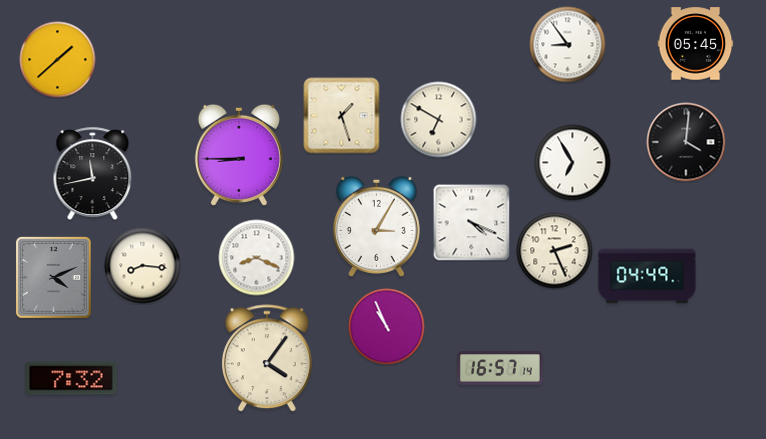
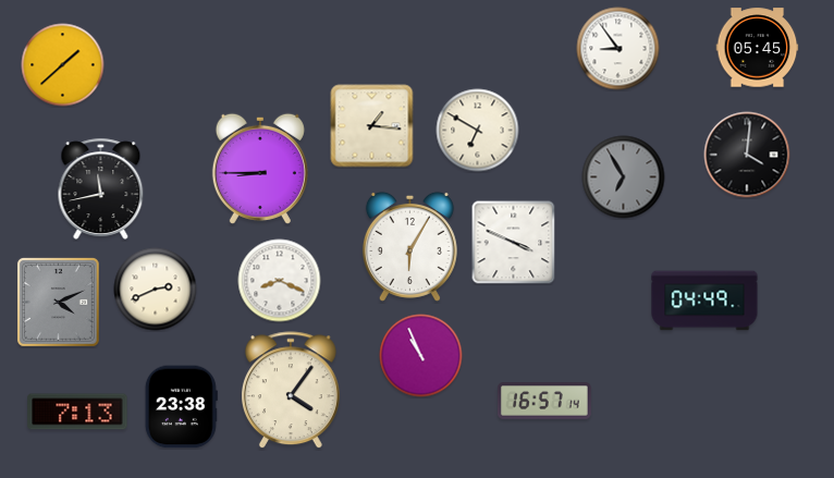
clock at (342, 116): 1:27 -> 1:16
clock at (573, 163) dial: white -> grey
clock at (472, 223): 4:19 -> 3:49
clock at (376, 226): 3:05 -> 6:05
clock at (555, 251): 2:26 -> none
clock at (143, 266): 8:16 -> 2:41
clock at (181, 407): none -> 23:38
clock at (71, 378): 7:32 -> 7:13
